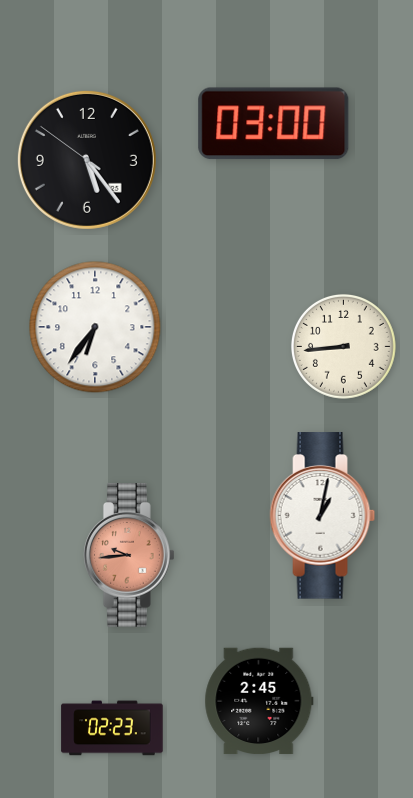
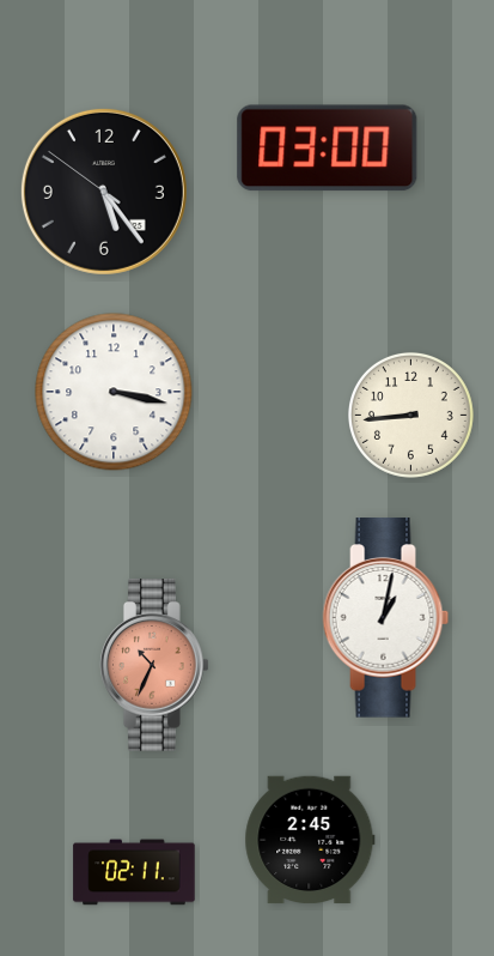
clock at (95, 327): 6:36 -> 3:17
clock at (129, 556): 9:44 -> 10:34
clock at (112, 728): 02:23 -> 02:11
